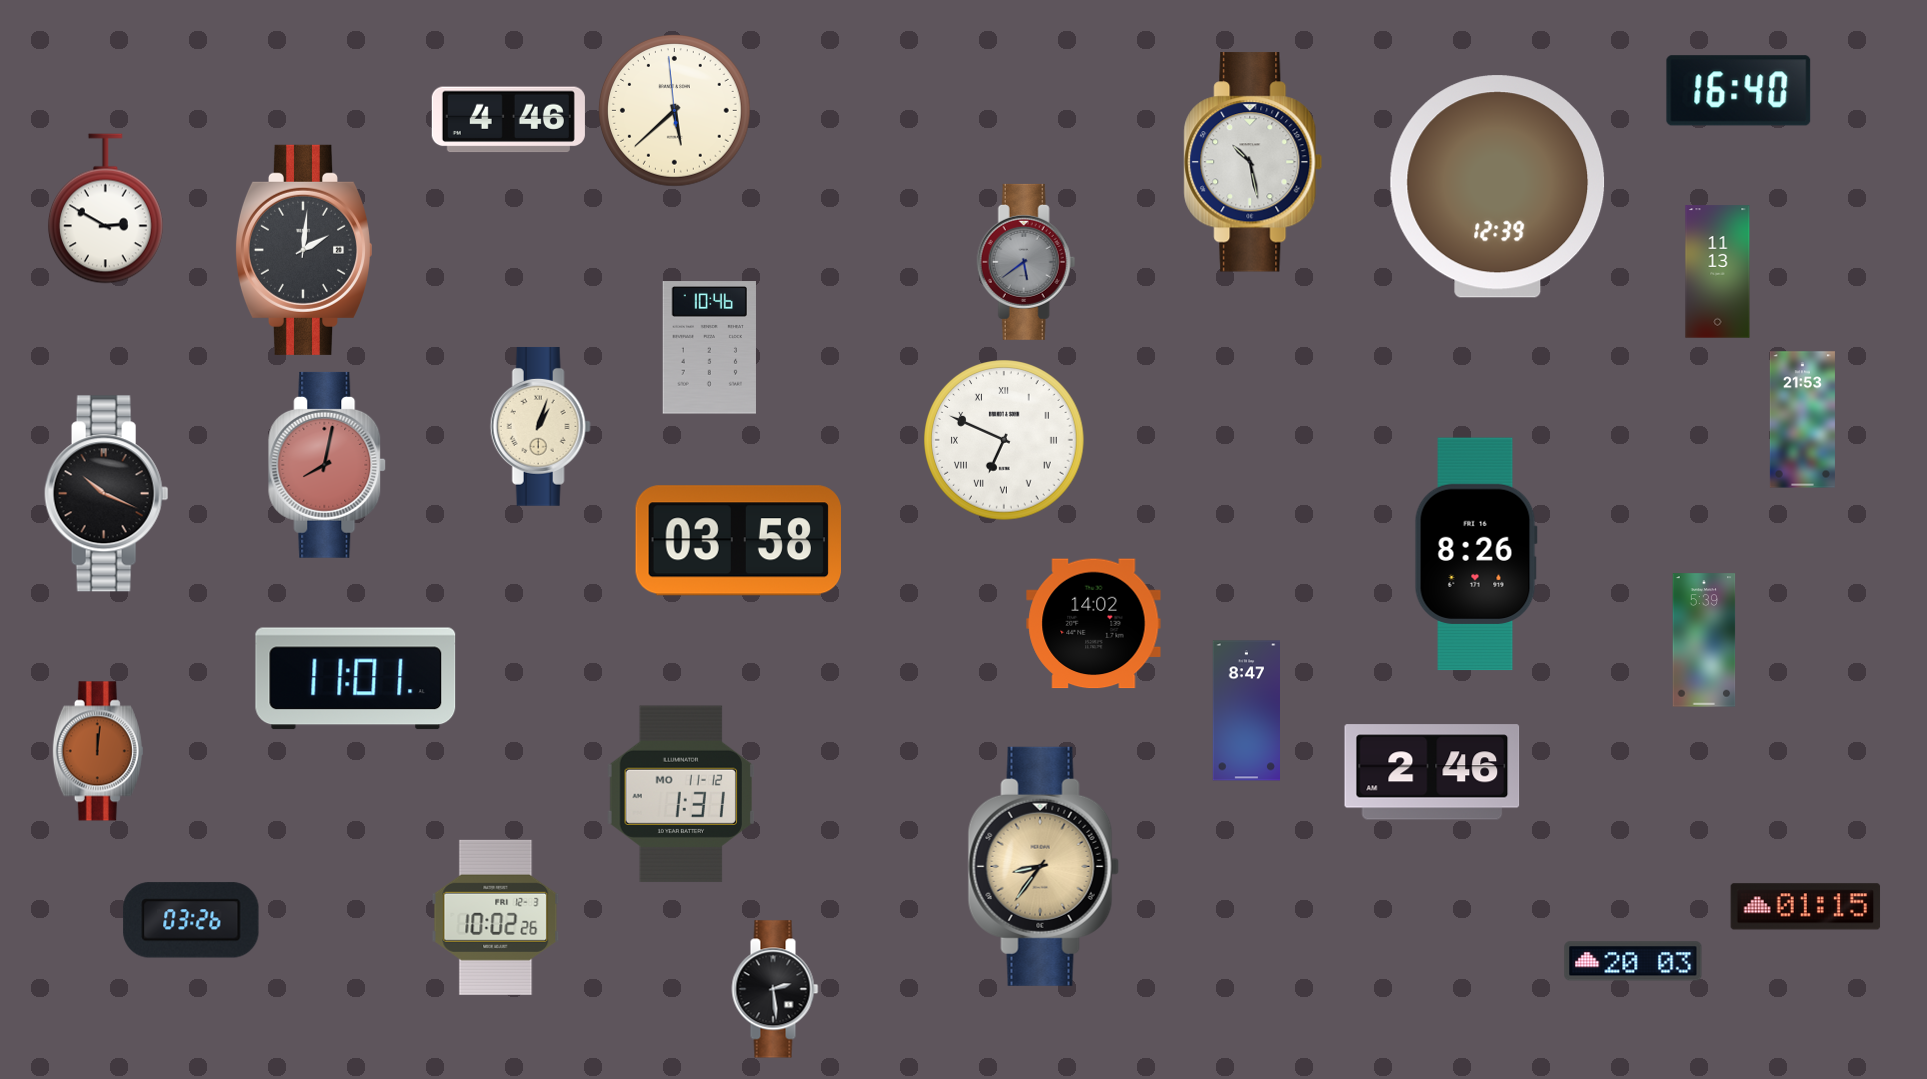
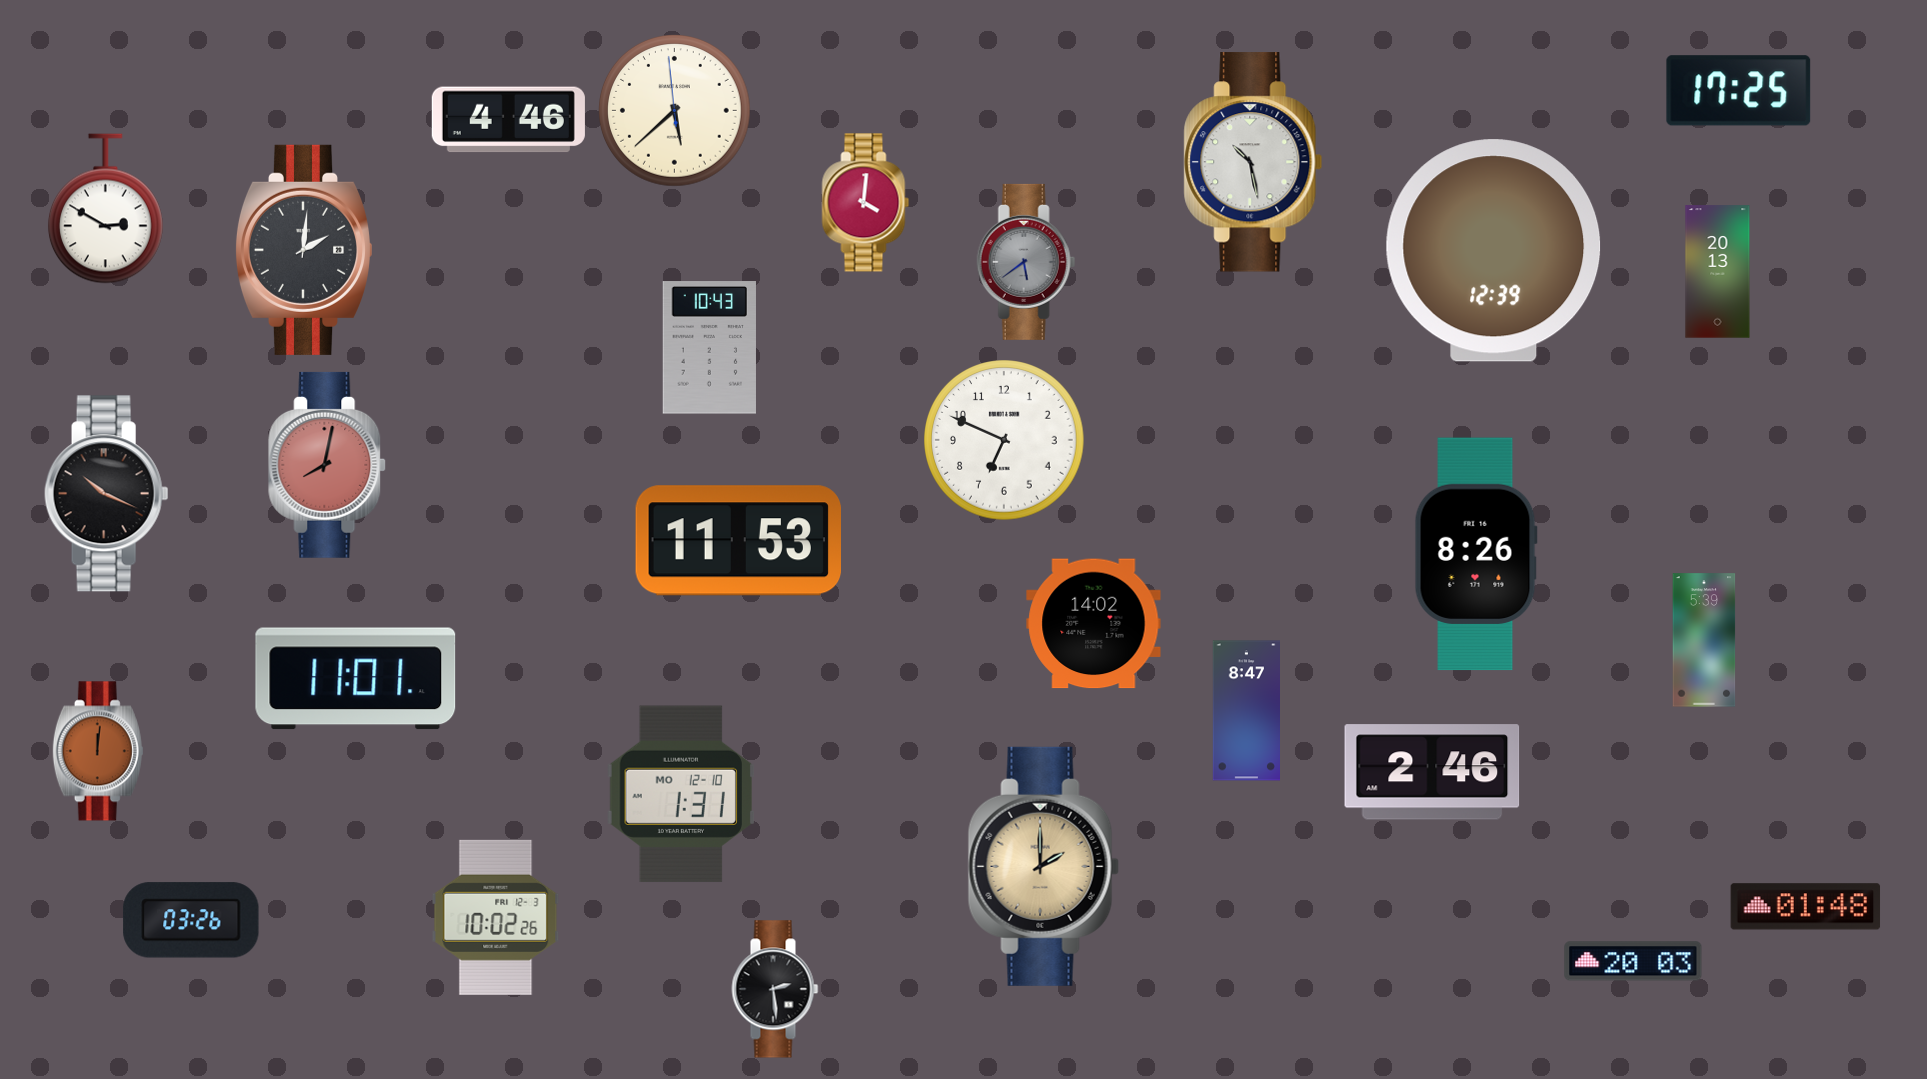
clock at (1739, 91): 16:40 -> 17:25
clock at (1498, 187) position: (1498, 187) -> (1494, 251)
clock at (866, 203): none -> 4:01
clock at (1718, 272): 11:13 -> 20:13
clock at (709, 348): 10:46 -> 10:43
clock at (1802, 420): 21:53 -> none
clock at (540, 426): 1:03 -> none
clock at (1004, 440) numerals: Roman -> Arabic
clock at (738, 541): 03:58 -> 11:53
clock at (681, 794) date: MO 11-12 -> MO 12-10
clock at (1043, 866): 8:36 -> 2:00
clock at (1806, 907): 01:15 -> 01:48
